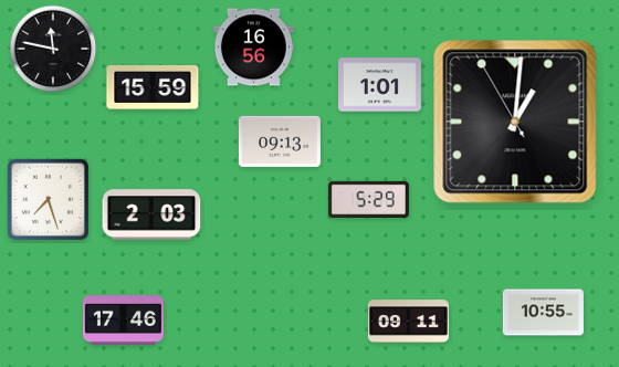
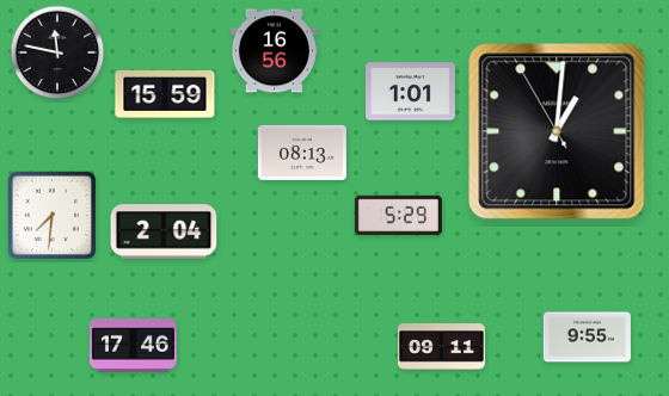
clock at (280, 141): 09:13 -> 08:13
clock at (49, 200): 7:27 -> 7:31
clock at (151, 214): 2:03 -> 2:04
clock at (543, 313): 10:55 -> 9:55
